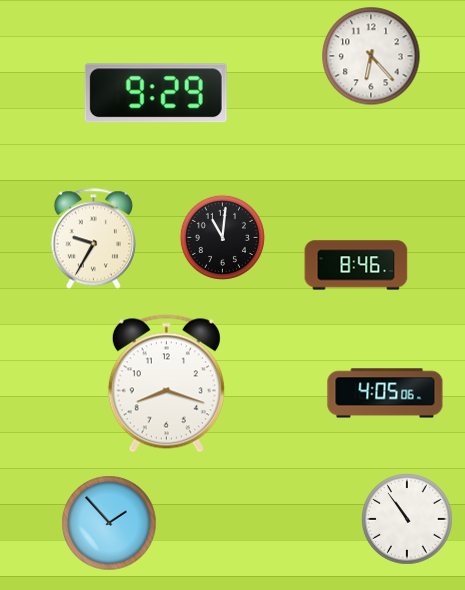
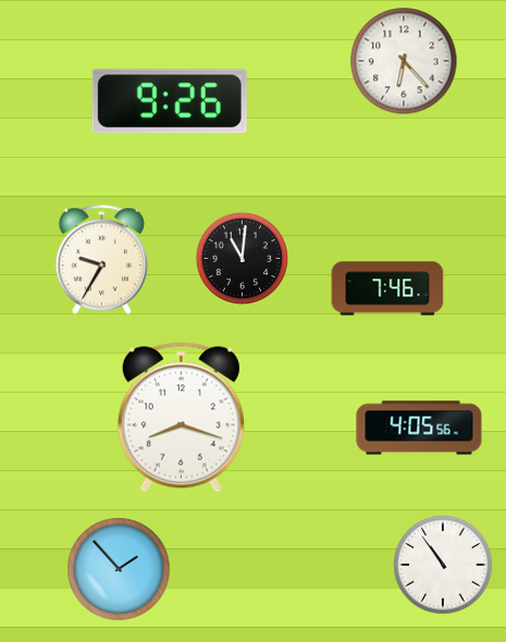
clock at (156, 93): 9:29 -> 9:26
clock at (356, 265): 8:46 -> 7:46
clock at (385, 393): 4:05:06 -> 4:05:56
